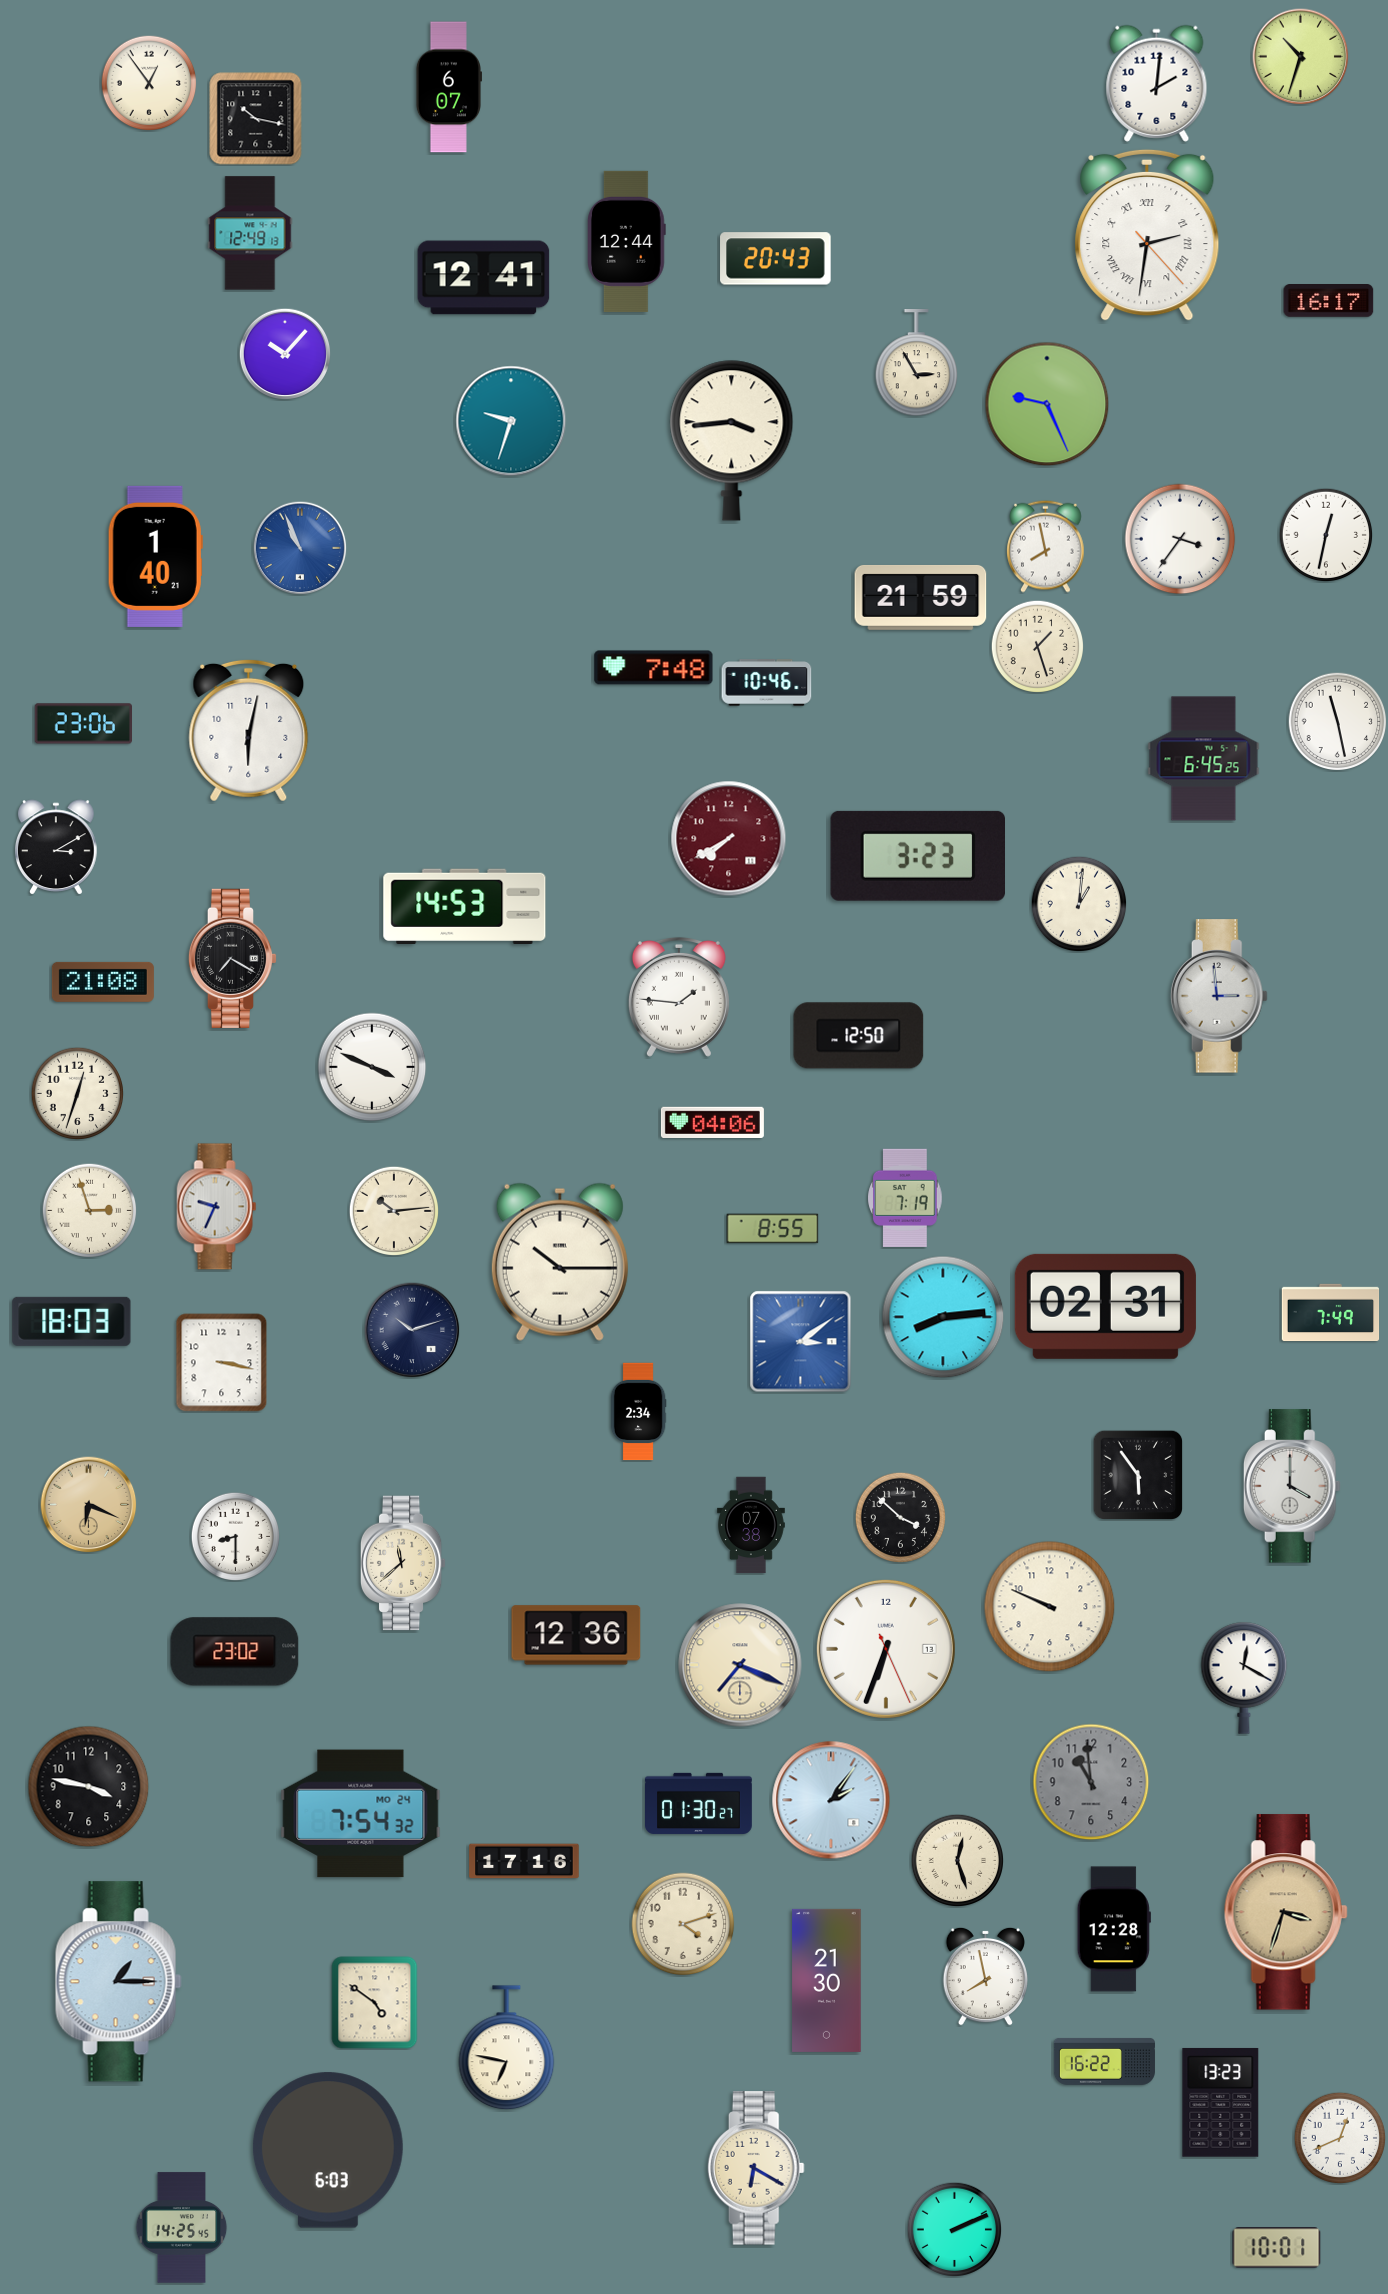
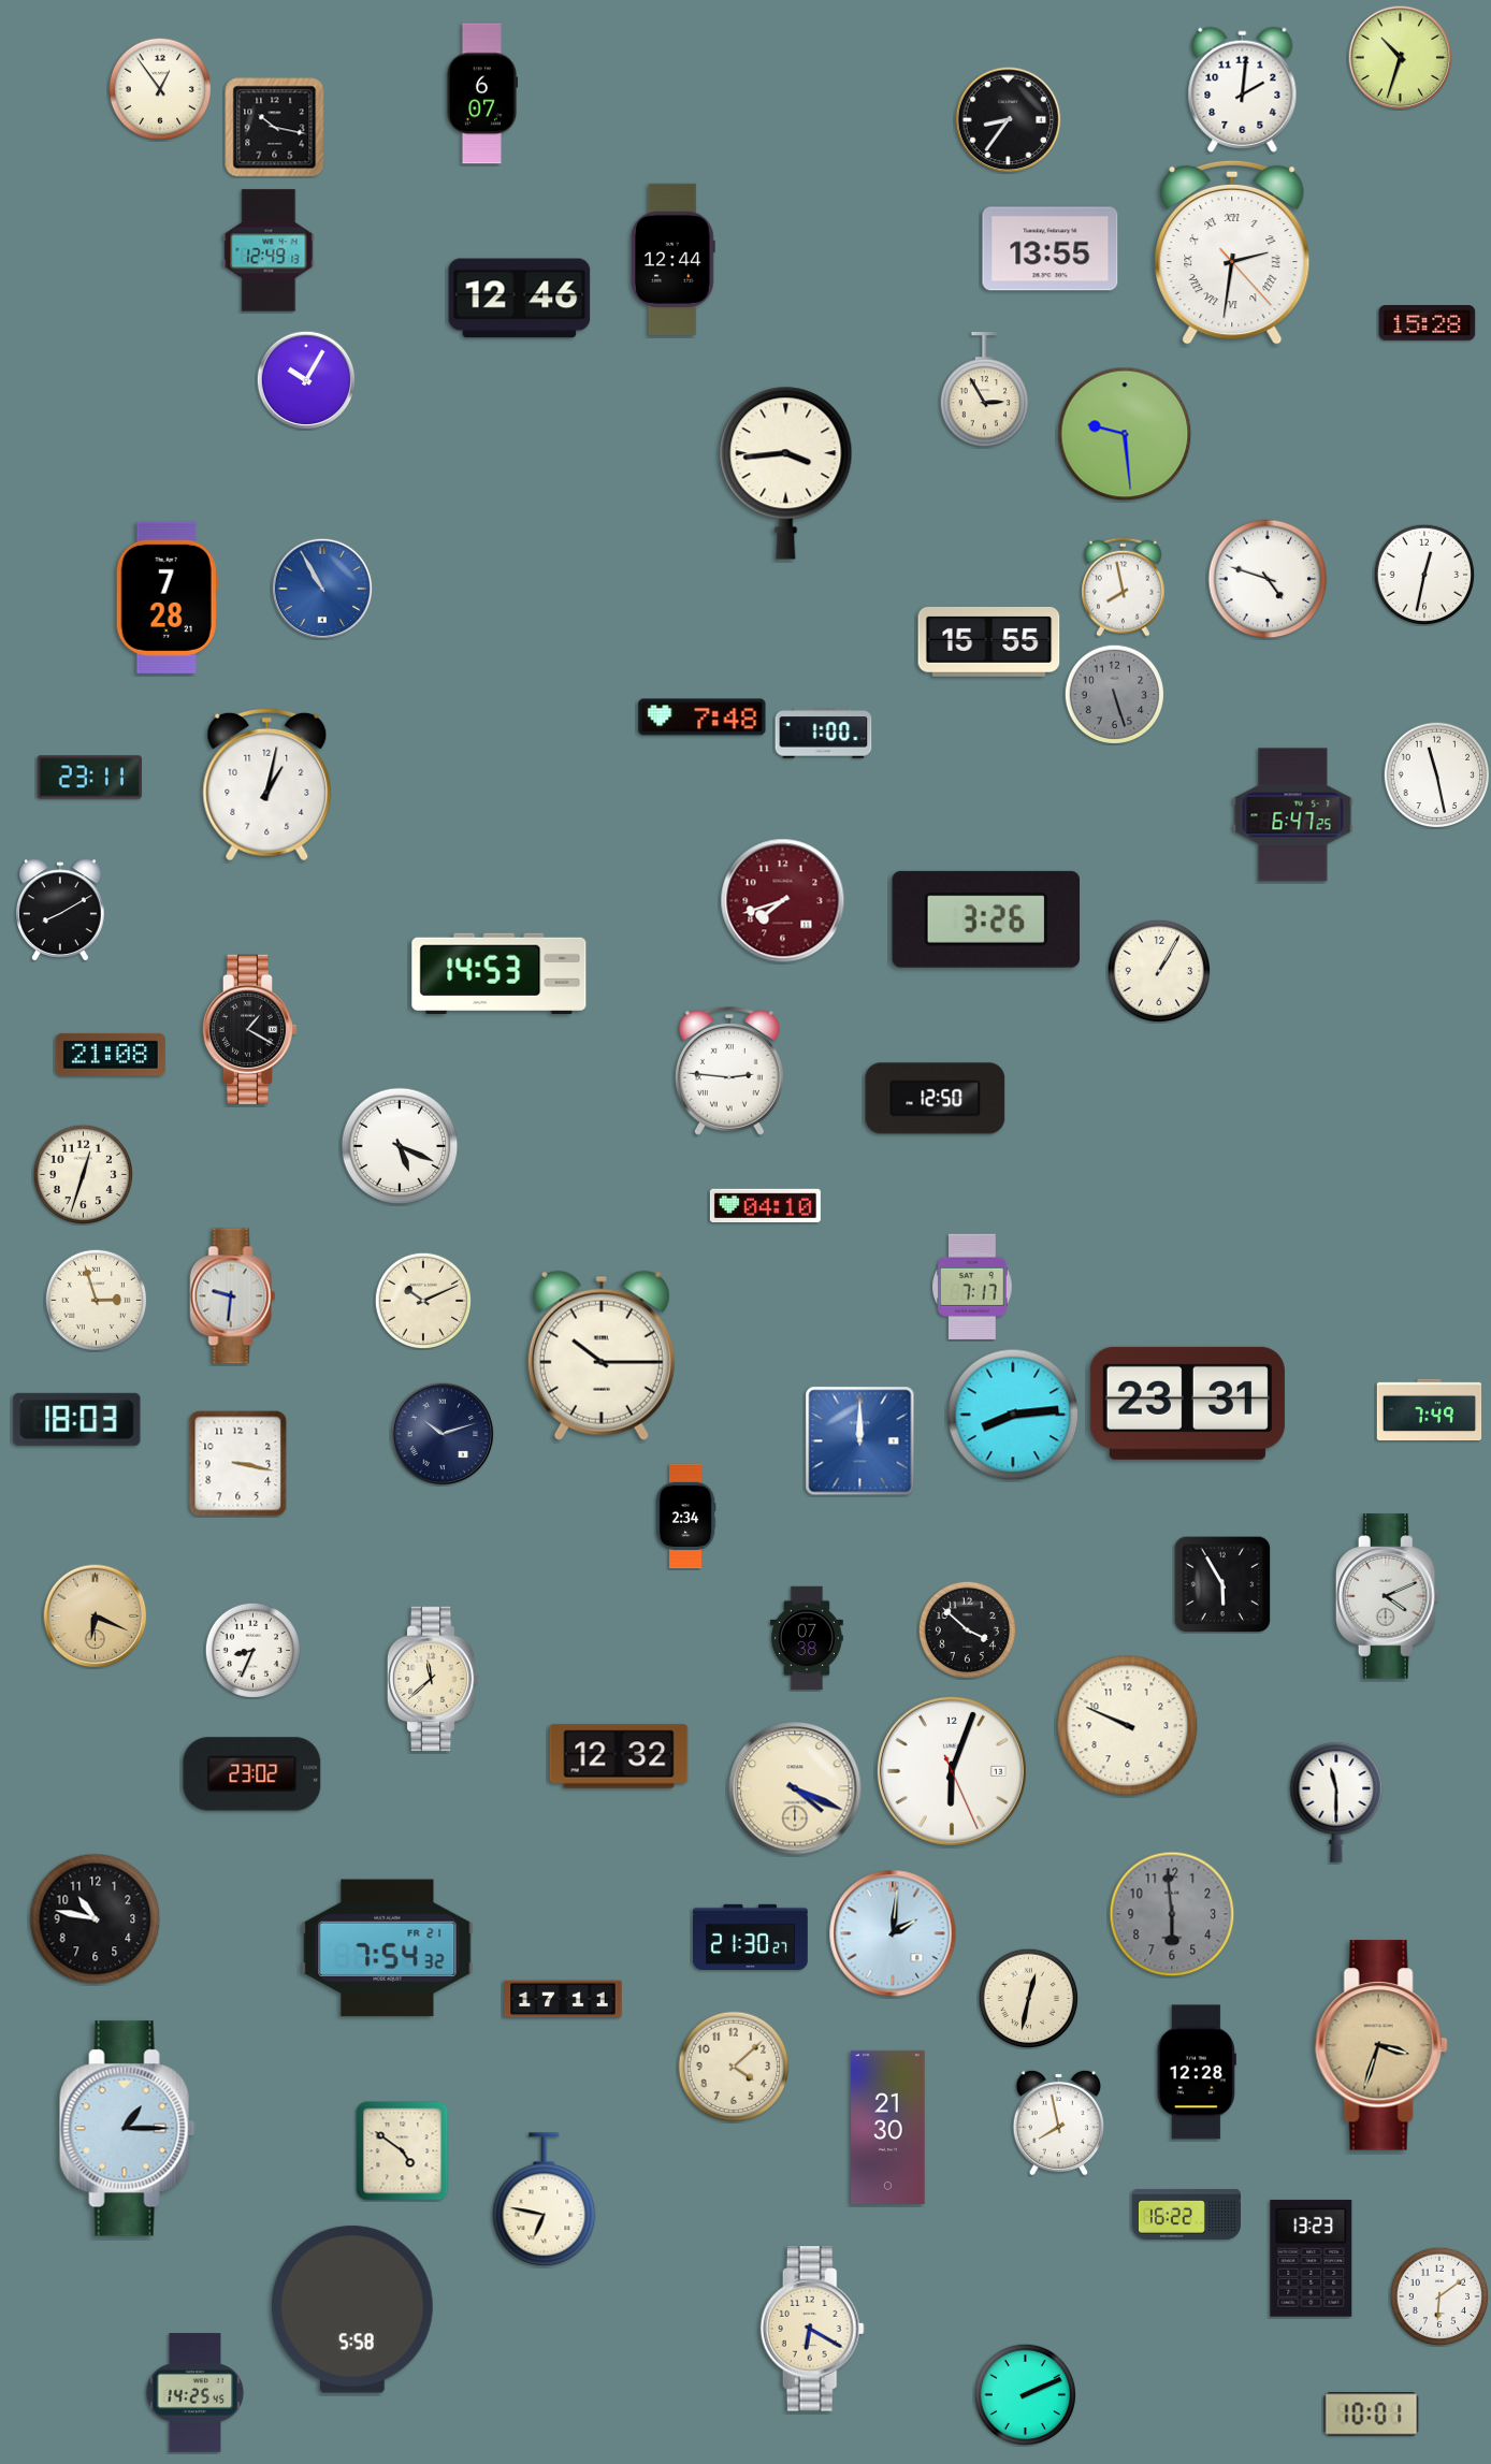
clock at (1301, 57) position: (1301, 57) -> (1401, 58)
clock at (1009, 120): none -> 8:36
clock at (1051, 249): none -> 13:55
clock at (776, 259): 20:43 -> none
clock at (484, 278): 12:41 -> 12:46
clock at (1329, 301): 16:17 -> 15:28
clock at (285, 354): 10:07 -> 10:05
clock at (1047, 404): 9:26 -> 9:29
clock at (511, 421): 9:33 -> none
clock at (1180, 539): 3:36 -> 4:48
clock at (300, 548): 10:56 -> 10:55
clock at (155, 556): 1:40 -> 7:28
clock at (921, 597): 21:59 -> 15:55
clock at (1037, 646): 1:27 -> 5:27
clock at (1037, 646) dial: cream -> grey
clock at (767, 683): 10:46 -> 1:00
clock at (83, 724): 23:06 -> 23:11
clock at (249, 730): 6:02 -> 1:02
clock at (1204, 759): 6:45 -> 6:47
clock at (729, 839): 7:40 -> 7:42
clock at (57, 847): 3:10 -> 8:10
clock at (918, 856): 3:23 -> 3:26
clock at (1079, 904): 1:01 -> 1:05
clock at (233, 958): 7:20 -> 1:20
clock at (1219, 996): 2:59 -> none
clock at (679, 997): 1:46 -> 2:46
clock at (859, 1036) position: (859, 1036) -> (936, 1099)
clock at (372, 1067): 3:49 -> 5:19
clock at (712, 1123): 04:06 -> 04:10
clock at (905, 1198): 7:19 -> 7:17
clock at (217, 1207): 9:34 -> 9:31
clock at (393, 1210): 10:14 -> 10:11
clock at (773, 1229): 8:55 -> none
clock at (1105, 1306): 02:31 -> 23:31
clock at (412, 1330) position: (412, 1330) -> (443, 1434)
clock at (801, 1342): 3:09 -> 12:00
clock at (1138, 1475): 5:54 -> 5:55
clock at (1292, 1486): 4:00 -> 4:11
clock at (235, 1536): 8:30 -> 8:34
clock at (576, 1635): 12:36 -> 12:32
clock at (886, 1649): 6:33 -> 6:03
clock at (740, 1665): 7:19 -> 4:19
clock at (1244, 1678): 12:20 -> 11:30
clock at (1091, 1782): 10:59 -> 5:59
clock at (89, 1787): 3:47 -> 10:47
clock at (831, 1800): 2:06 -> 2:01
clock at (699, 1803): 01:30 -> 21:30
clock at (361, 1814) date: MO 24 -> FR 21
clock at (957, 1860): 12:27 -> 12:32
clock at (524, 1861): 17:16 -> 17:11
clock at (1286, 1912) position: (1286, 1912) -> (1381, 2045)
clock at (683, 1924): 4:12 -> 4:08
clock at (1339, 2137): 12:41 -> 6:09
clock at (328, 2150): 6:03 -> 5:58
